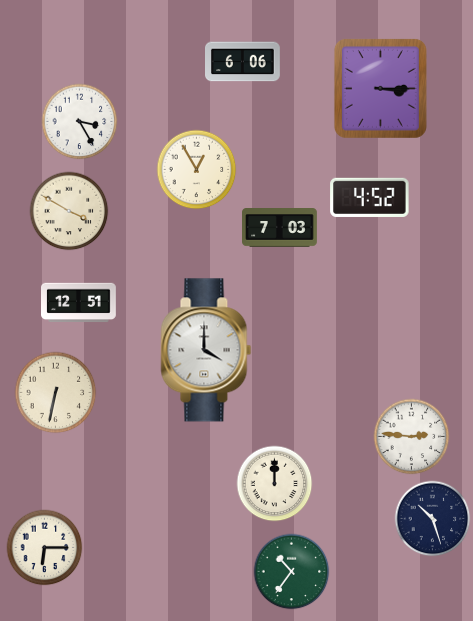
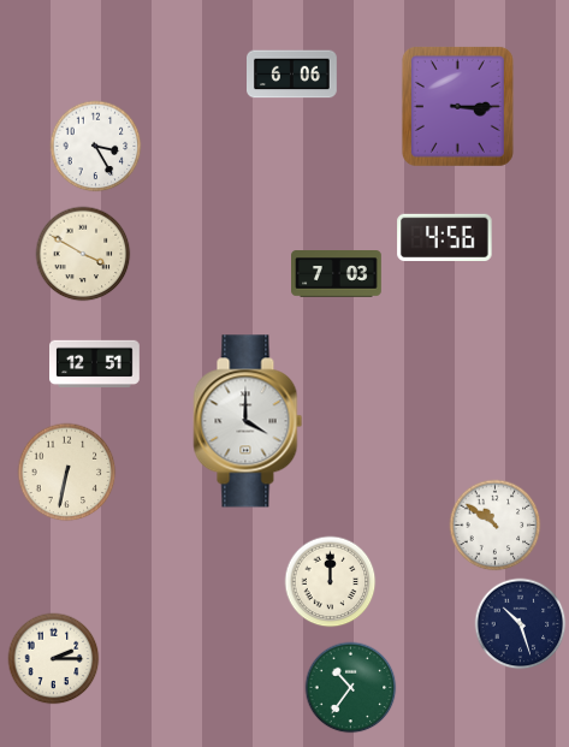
clock at (197, 170): 12:55 -> none
clock at (370, 197): 4:52 -> 4:56
clock at (412, 437): 2:46 -> 10:51
clock at (45, 548): 6:15 -> 2:15
